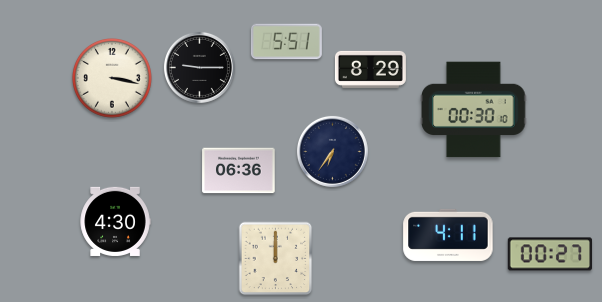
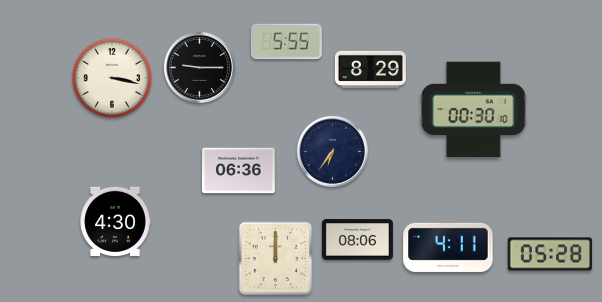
clock at (286, 42): 5:51 -> 5:55
clock at (448, 235) position: (448, 235) -> (448, 246)
clock at (357, 240): none -> 08:06
clock at (550, 254): 00:27 -> 05:28
